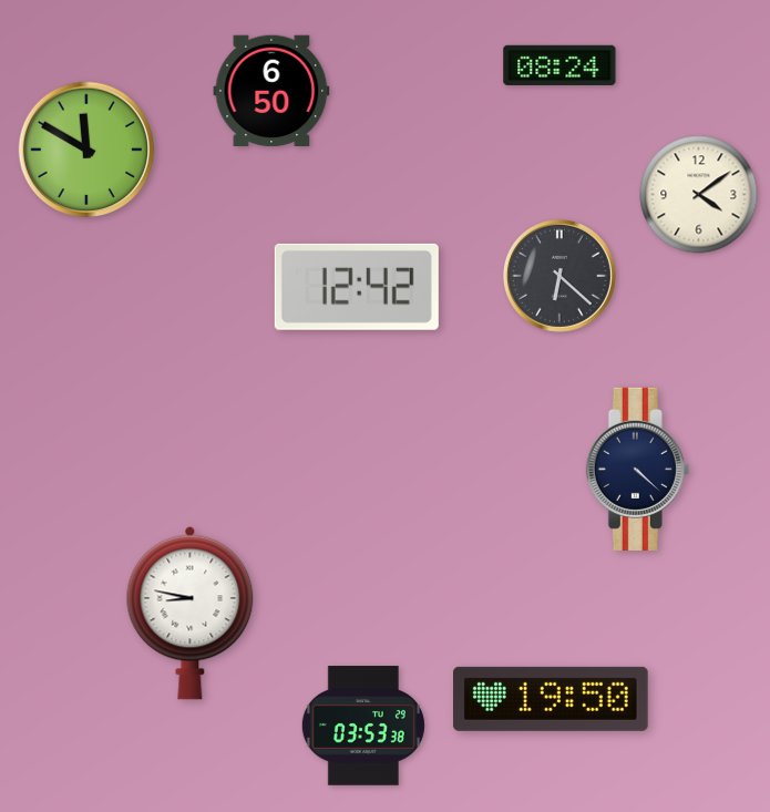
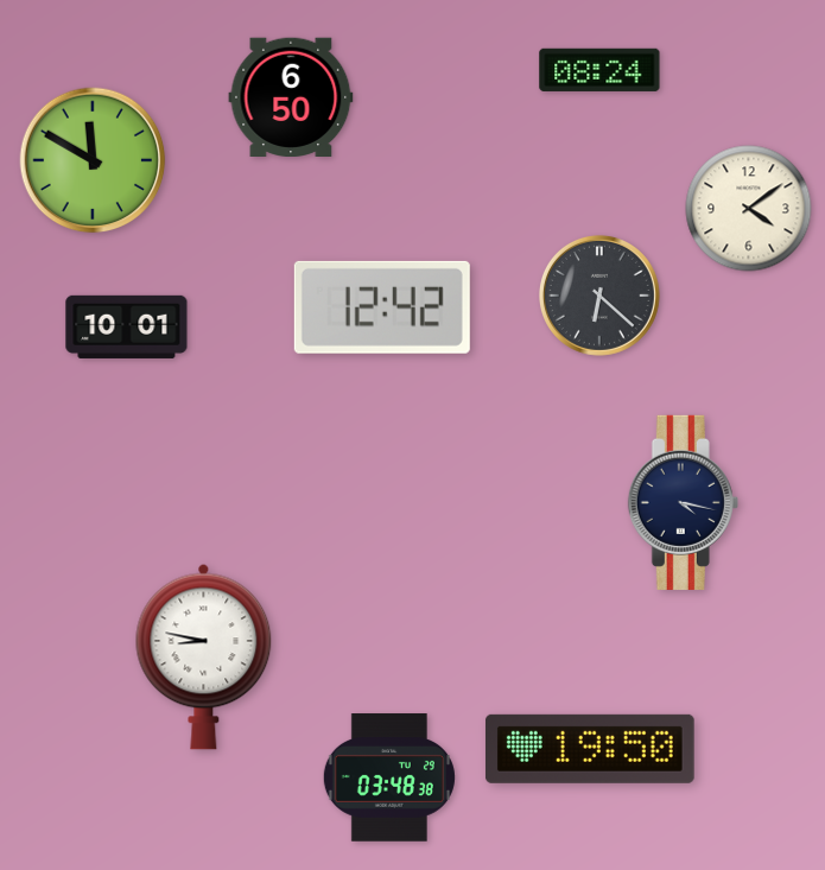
clock at (127, 326): none -> 10:01
clock at (637, 469): 4:22 -> 4:17
clock at (363, 726): 03:53 -> 03:48
